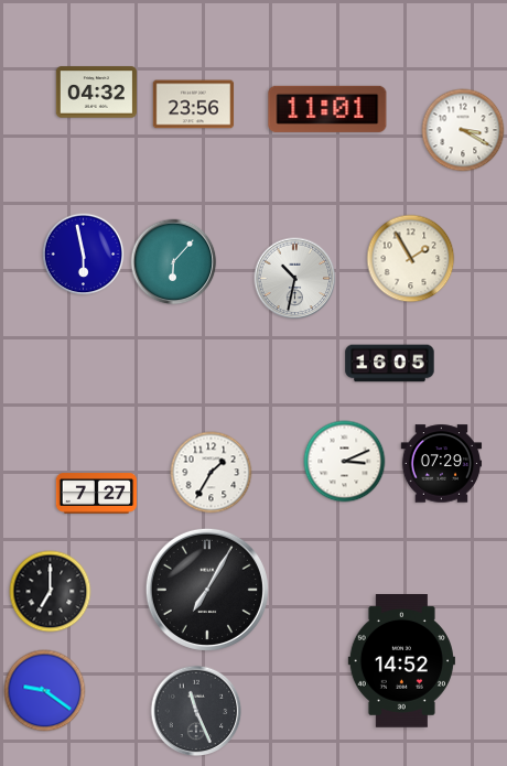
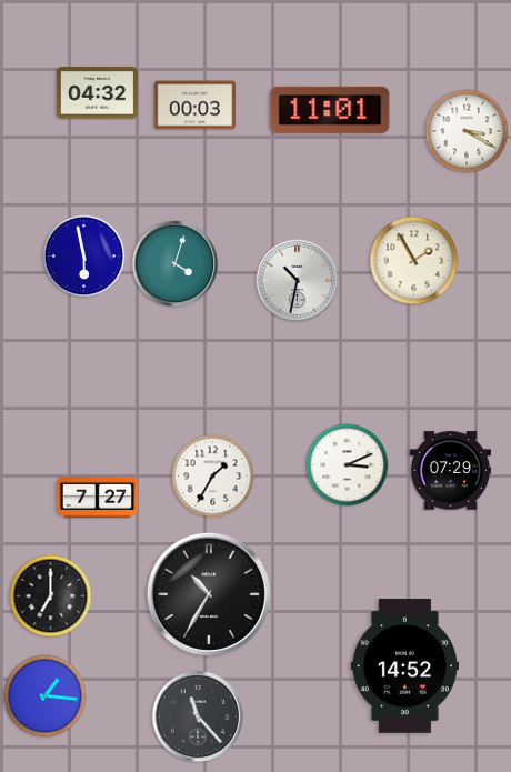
clock at (194, 105): 23:56 -> 00:03
clock at (174, 262): 6:07 -> 4:03
clock at (390, 364): 16:05 -> none
clock at (442, 464) position: (442, 464) -> (451, 471)
clock at (207, 590): 7:05 -> 10:35
clock at (45, 691): 9:21 -> 1:16
clock at (196, 711): 11:26 -> 11:23
